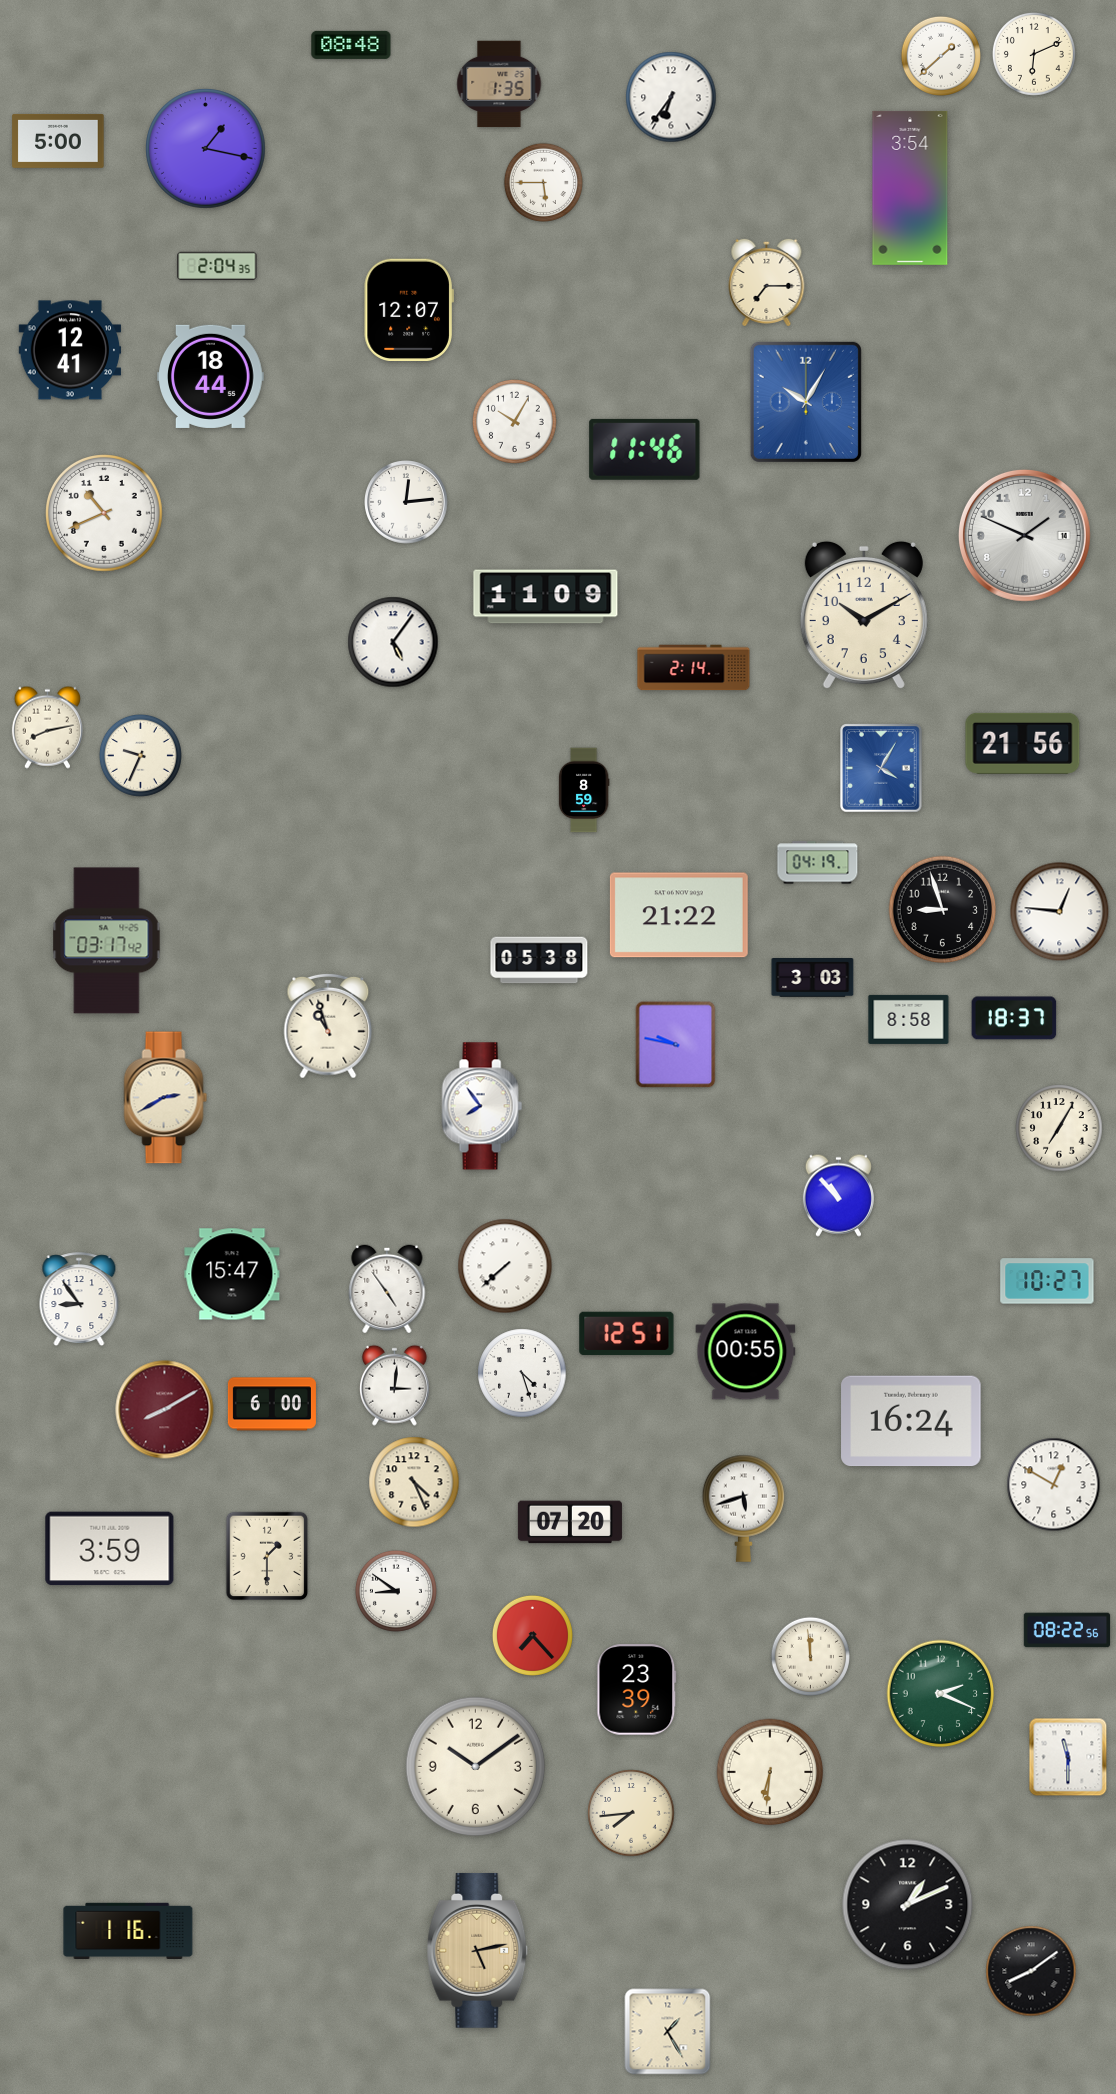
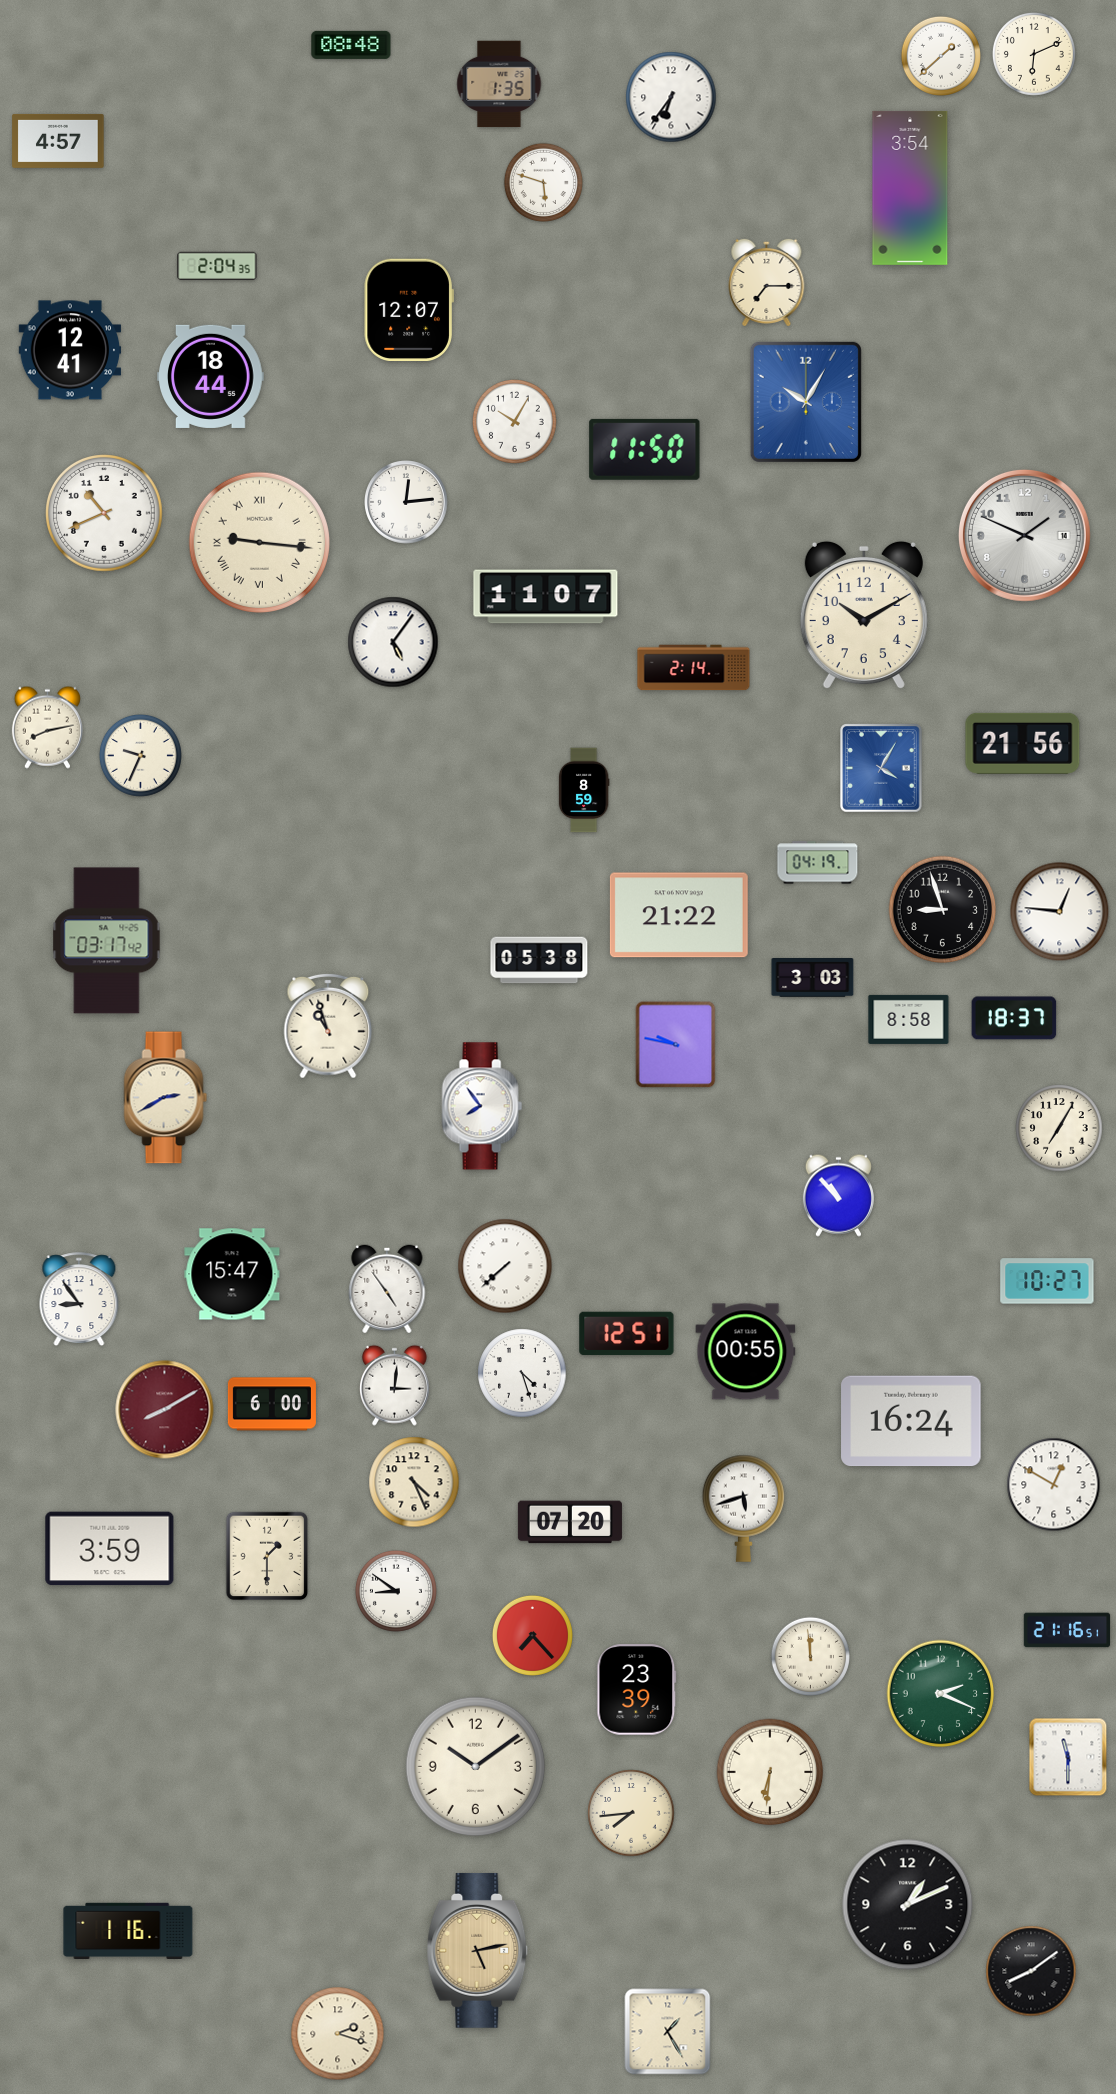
clock at (58, 141): 5:00 -> 4:57
clock at (206, 149): 1:17 -> none
clock at (543, 182): 5:45 -> 5:48
clock at (645, 449): 11:46 -> 11:50
clock at (259, 542): none -> 9:16
clock at (546, 597): 11:09 -> 11:07
clock at (1067, 1630): 08:22 -> 21:16
clock at (338, 2034): none -> 2:18
